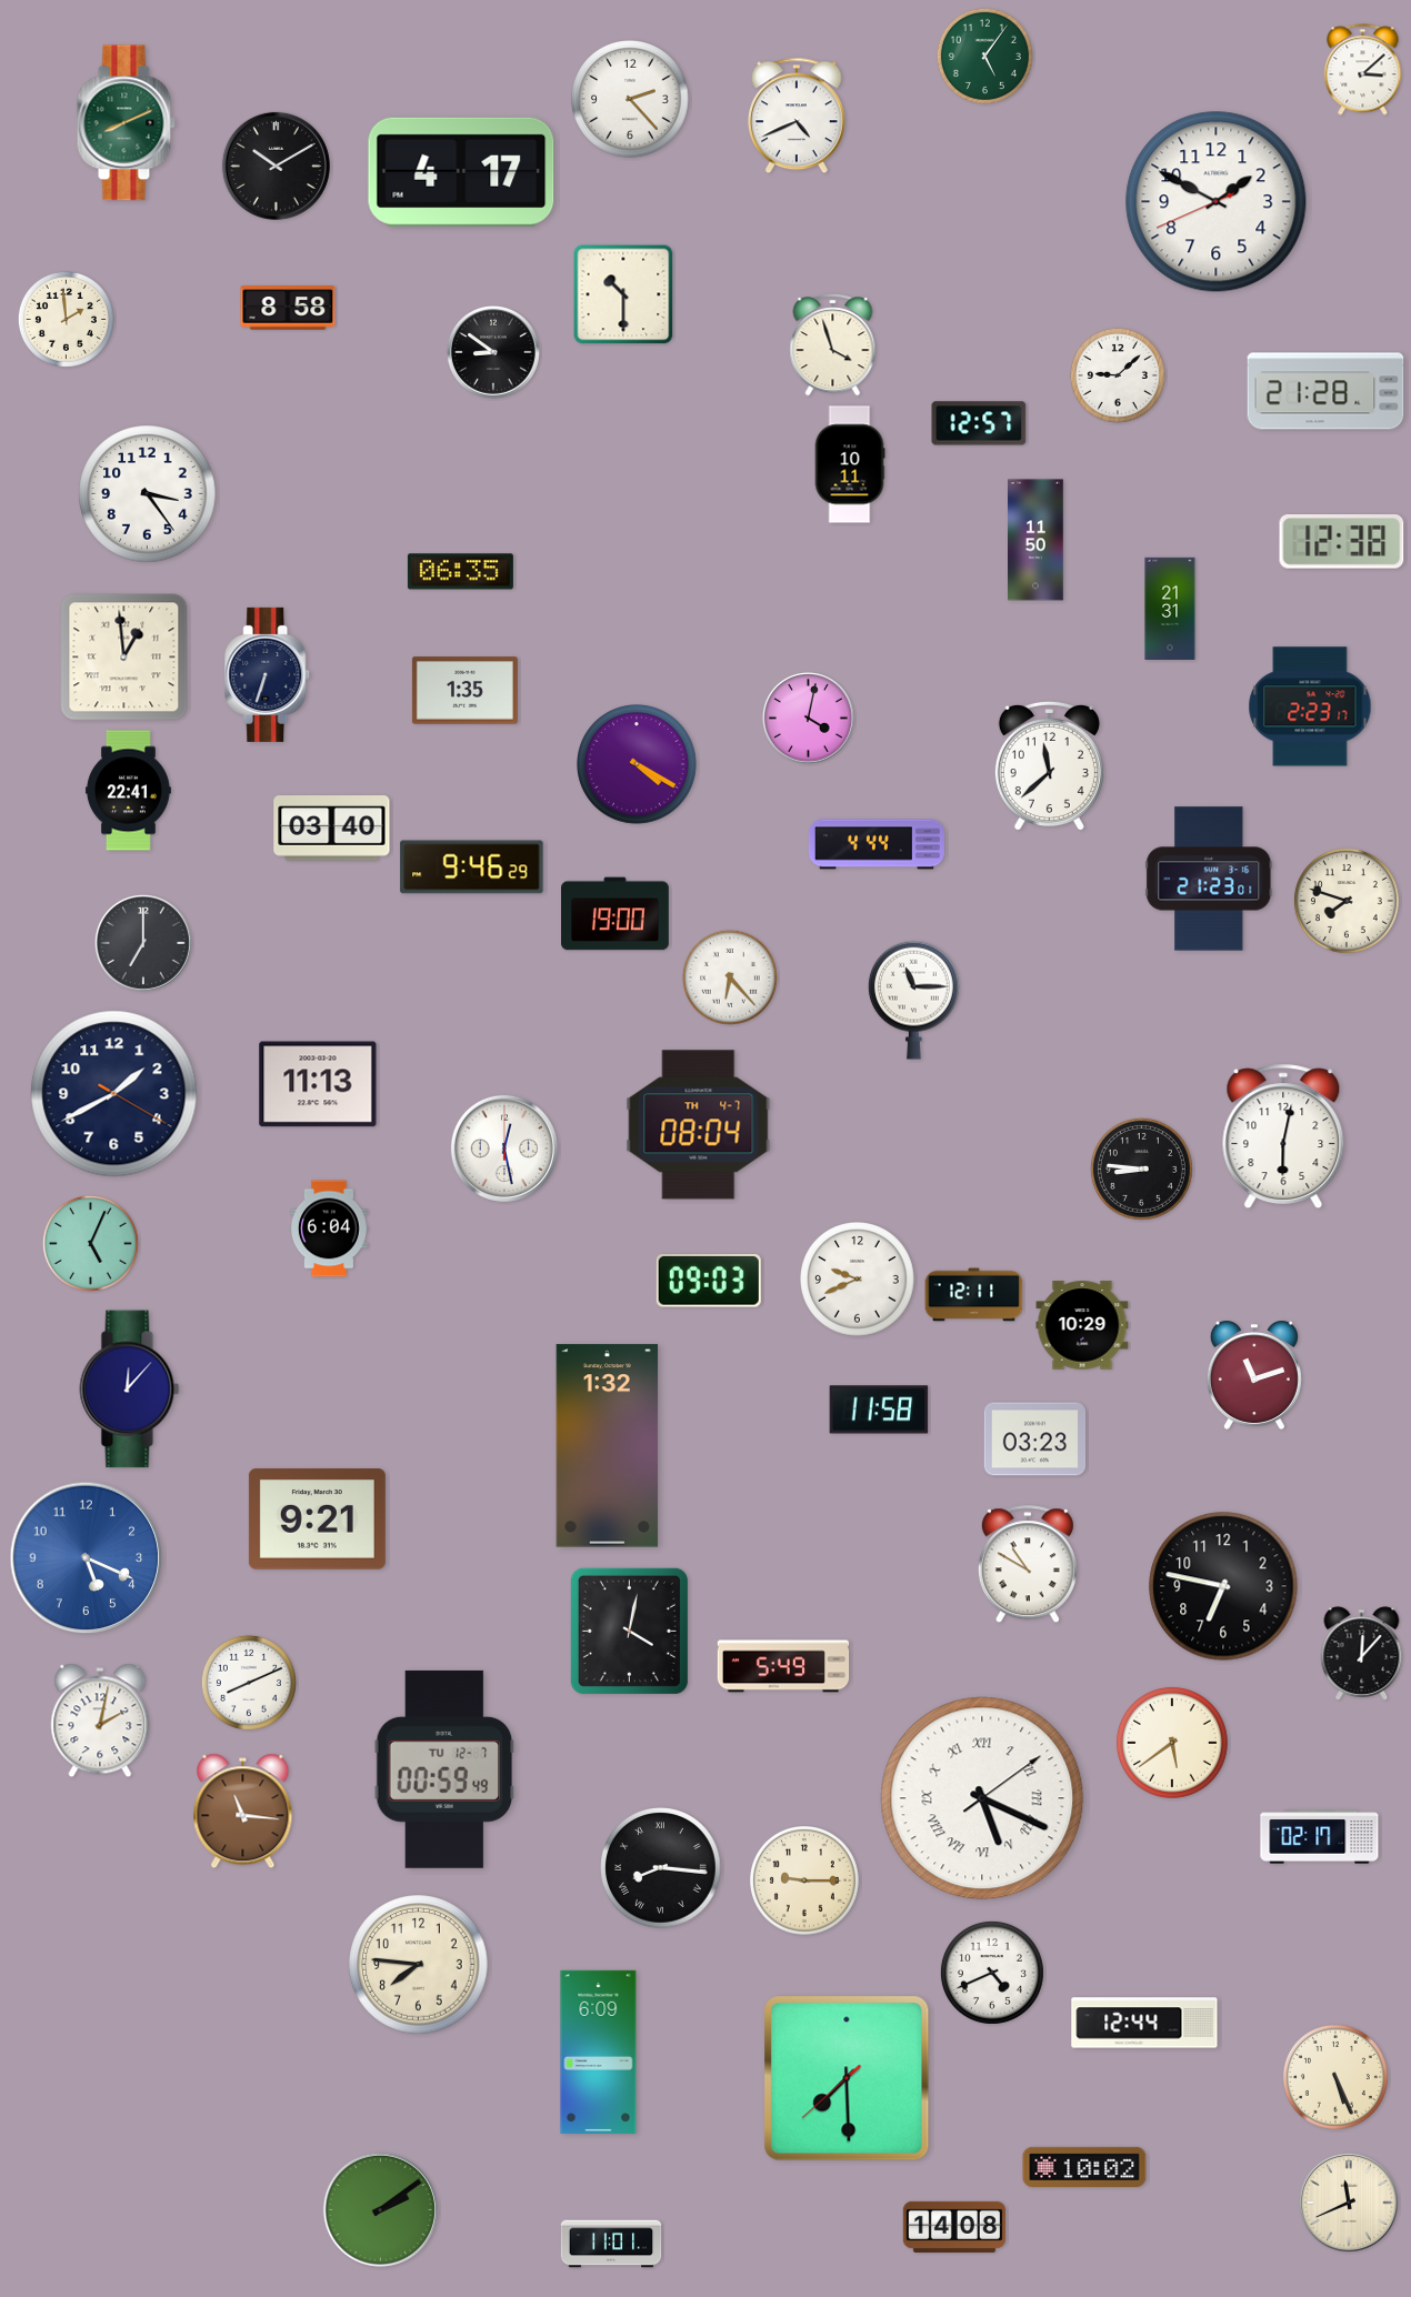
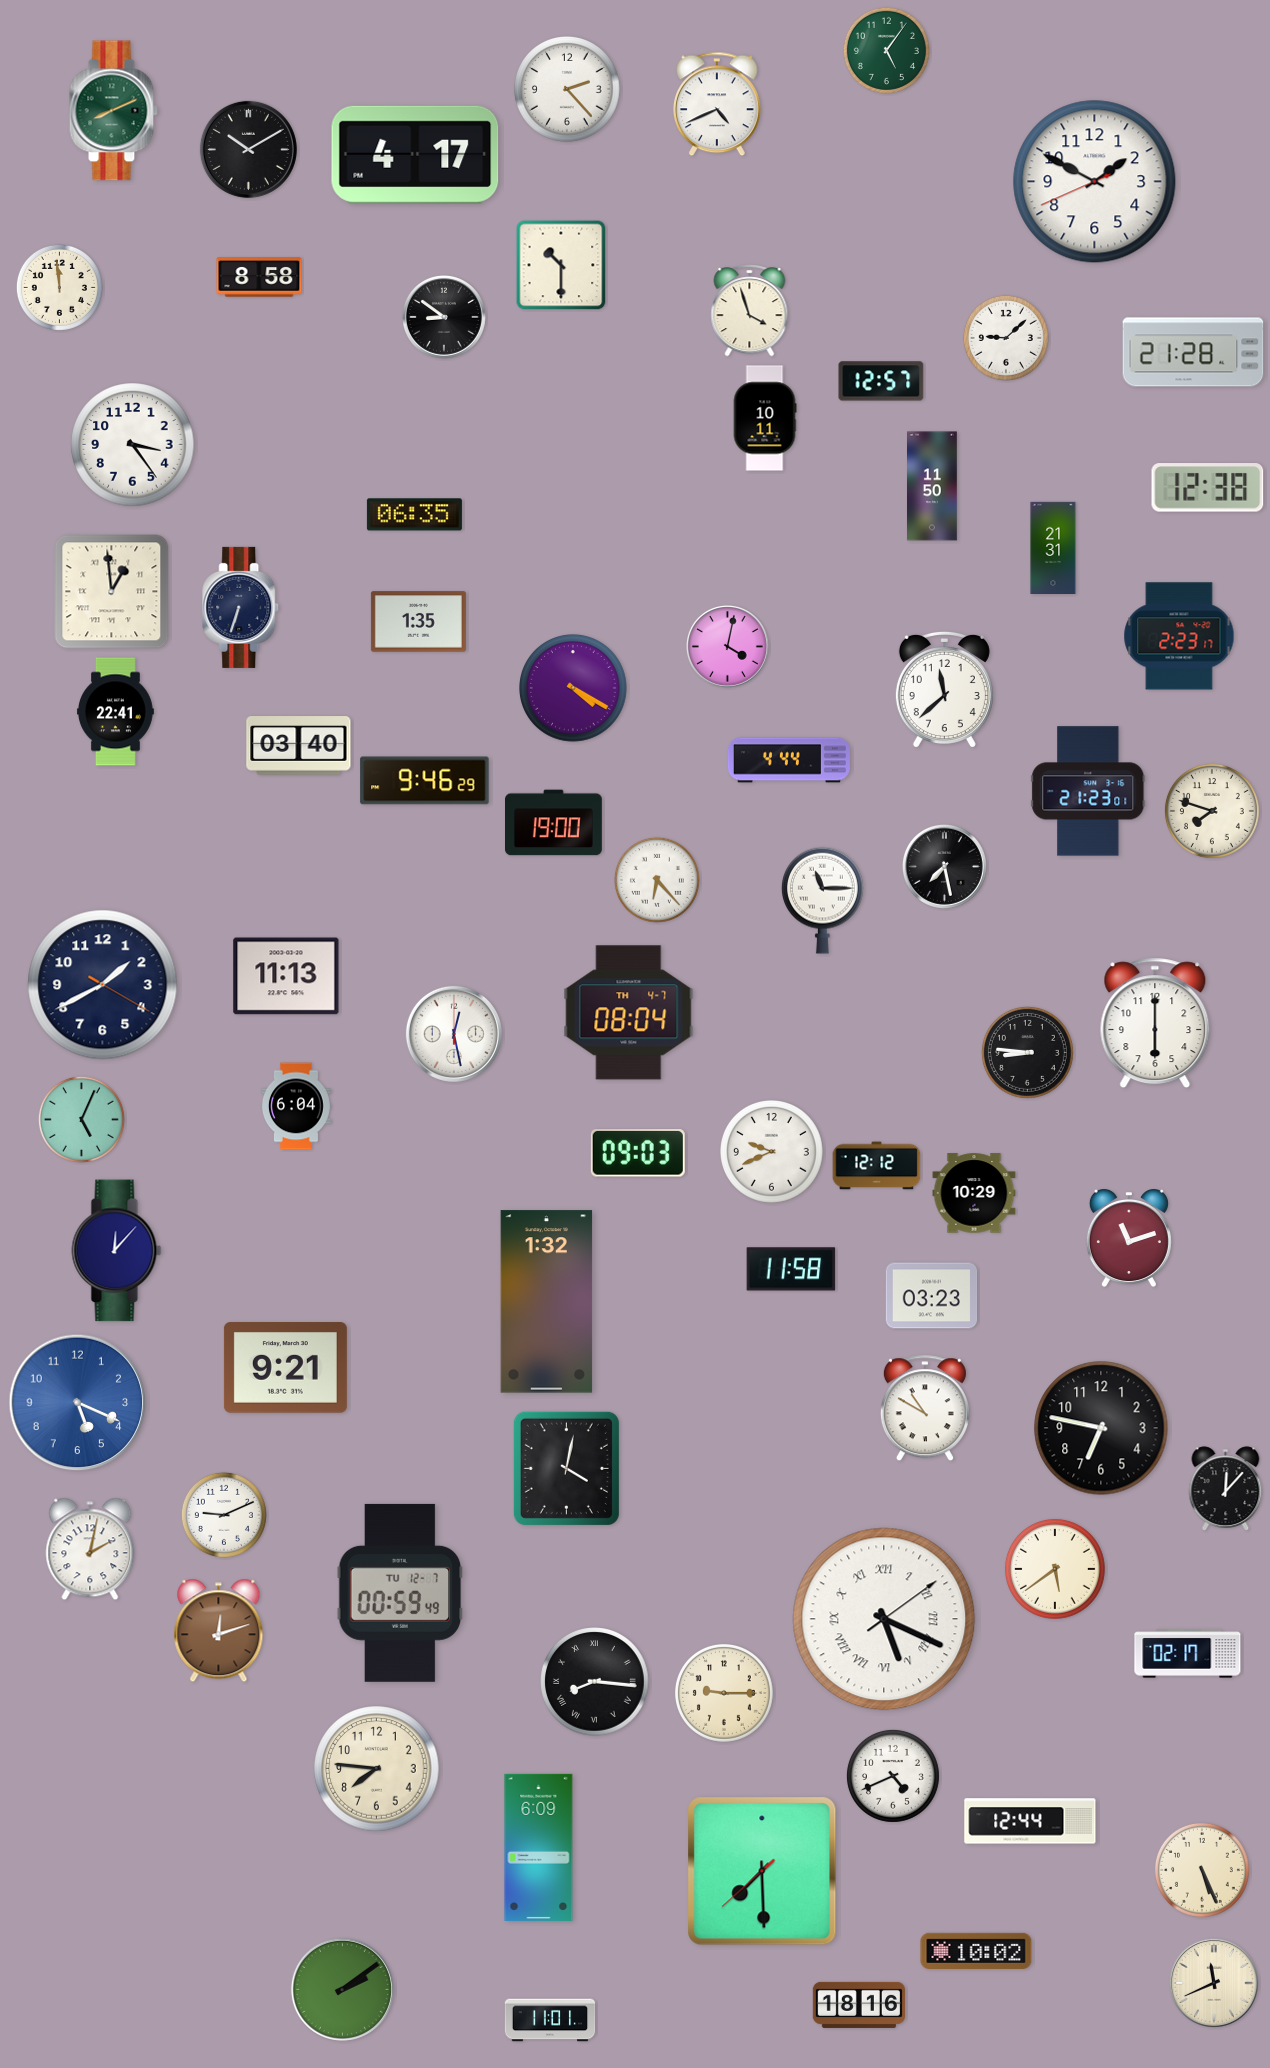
clock at (1363, 70): 3:08 -> none
clock at (66, 319): 1:59 -> 11:59
clock at (143, 943): 7:00 -> none
clock at (944, 866): none -> 7:28
clock at (1283, 1136): 6:02 -> 6:00
clock at (974, 1295): 12:11 -> 12:12
clock at (783, 1666): 5:49 -> none
clock at (249, 1683): 8:11 -> 9:11
clock at (243, 1812): 11:16 -> 12:12
clock at (953, 2227): 14:08 -> 18:16
